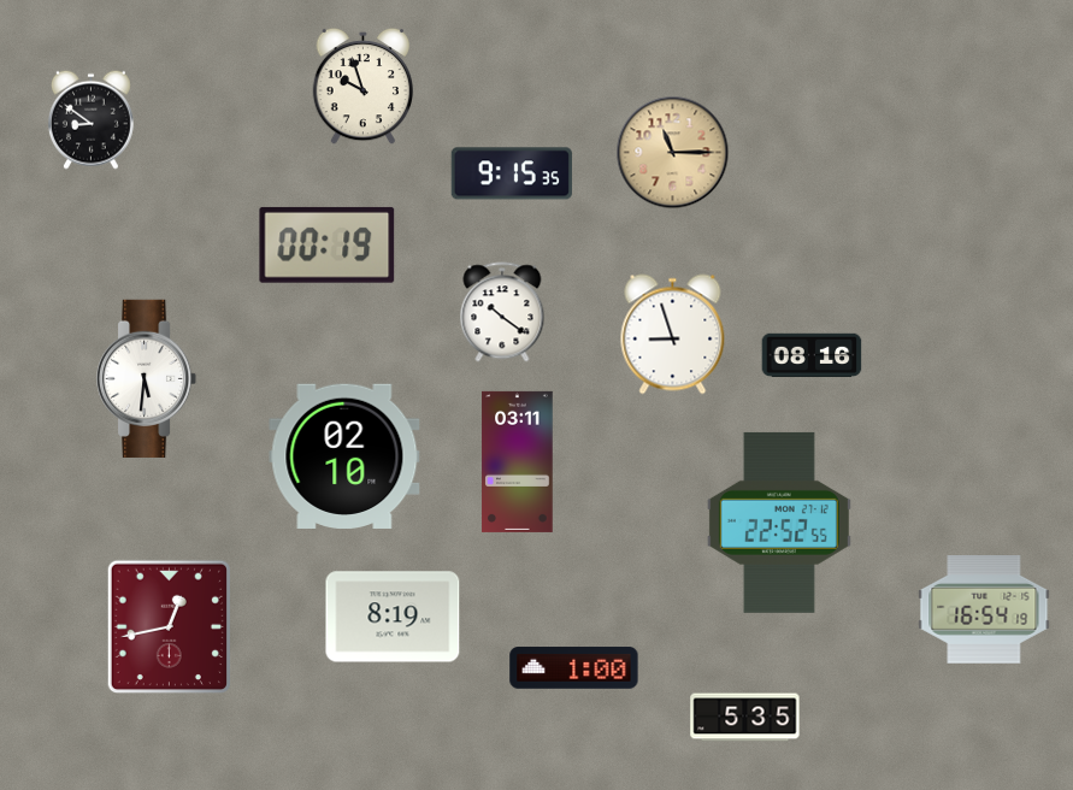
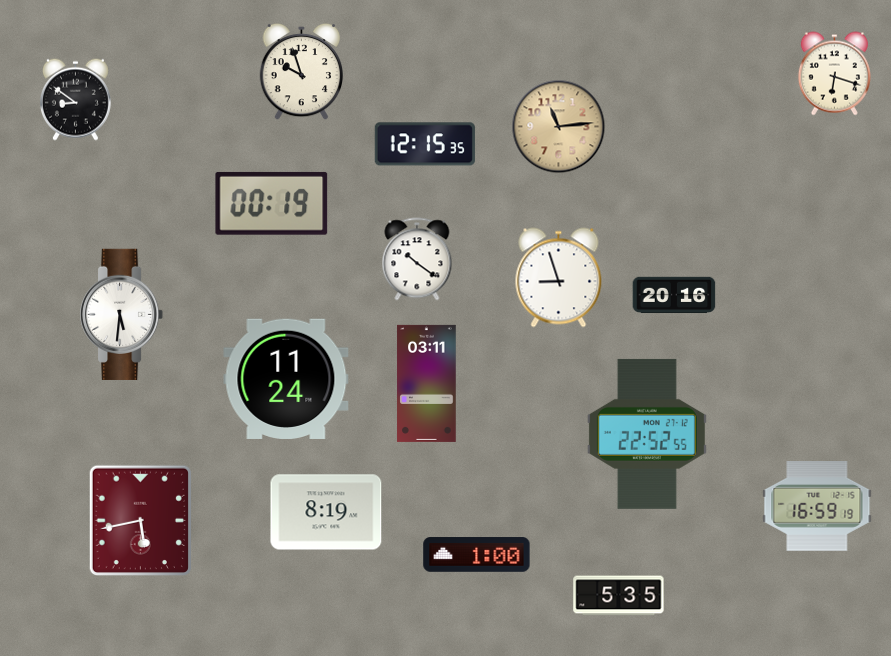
clock at (834, 74): none -> 6:18
clock at (673, 153): 11:15 -> 11:14
clock at (512, 173): 9:15 -> 12:15
clock at (812, 355): 08:16 -> 20:16
clock at (344, 456): 02:10 -> 11:24
clock at (518, 461) position: (518, 461) -> (427, 383)
clock at (984, 611): 16:54 -> 16:59
clock at (169, 626): 12:43 -> 5:43
